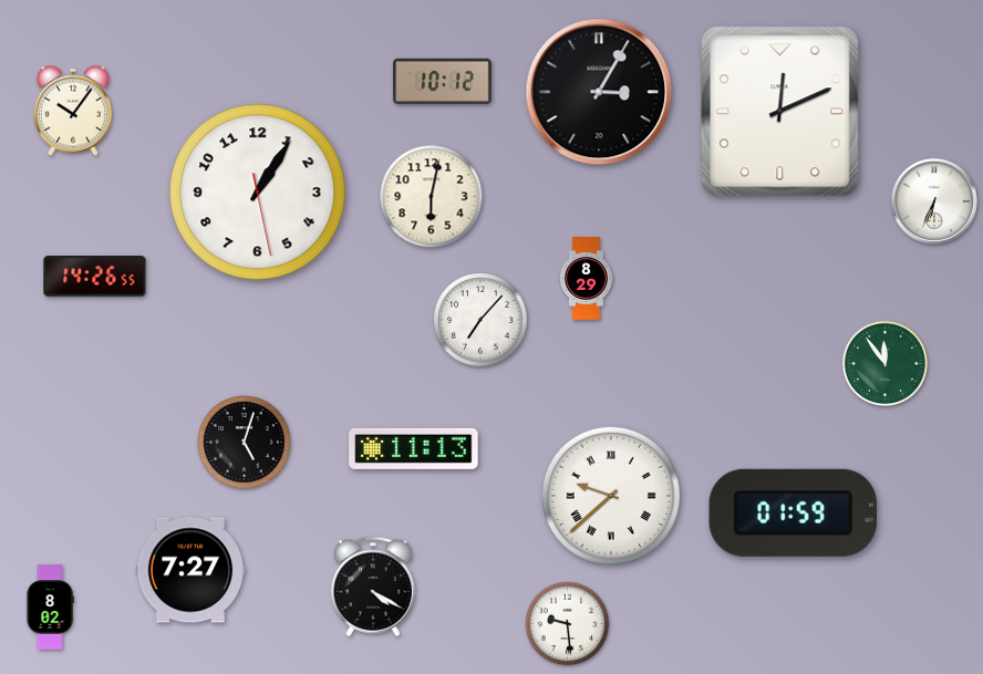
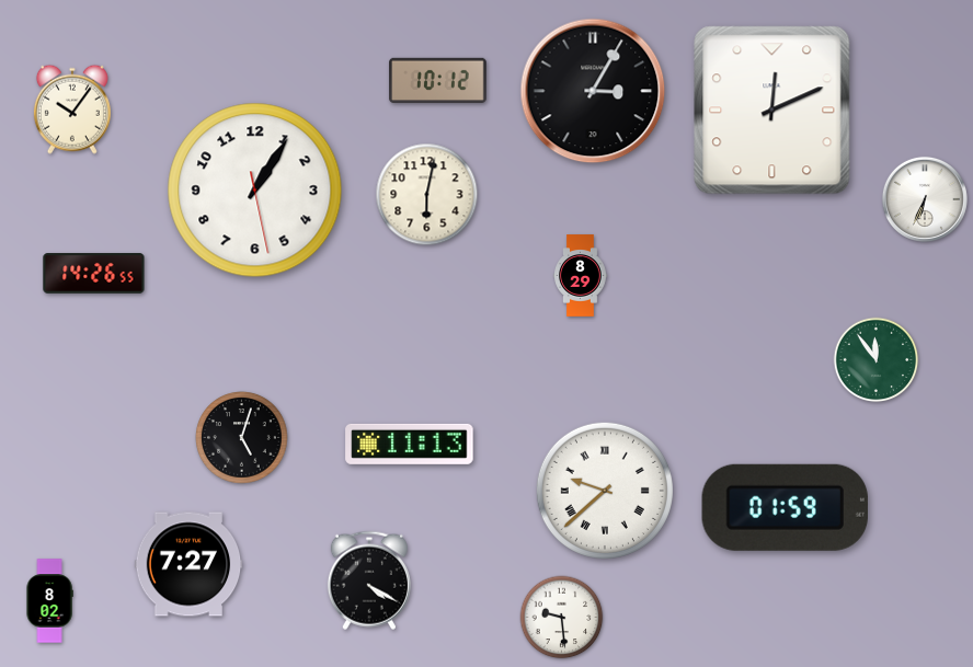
clock at (480, 320): 7:07 -> none
